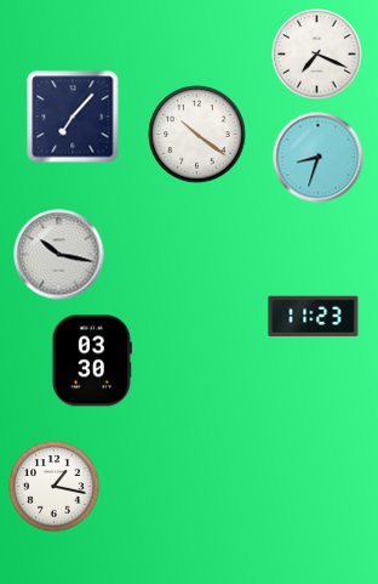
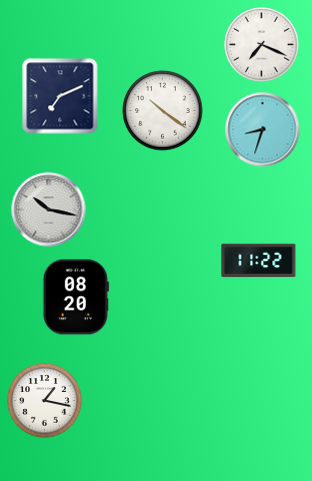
clock at (73, 117): 7:07 -> 7:11
clock at (314, 317): 11:23 -> 11:22
clock at (92, 361): 03:30 -> 08:20
